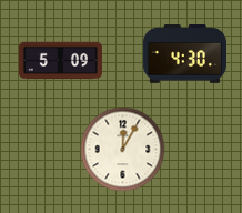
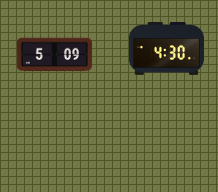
clock at (123, 150): 12:05 -> none
